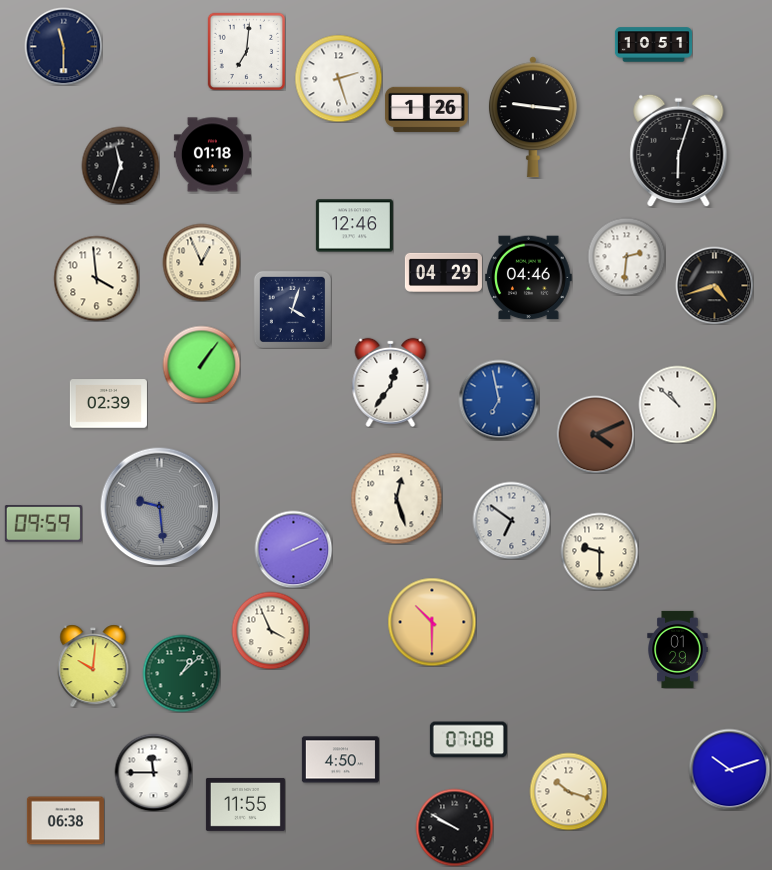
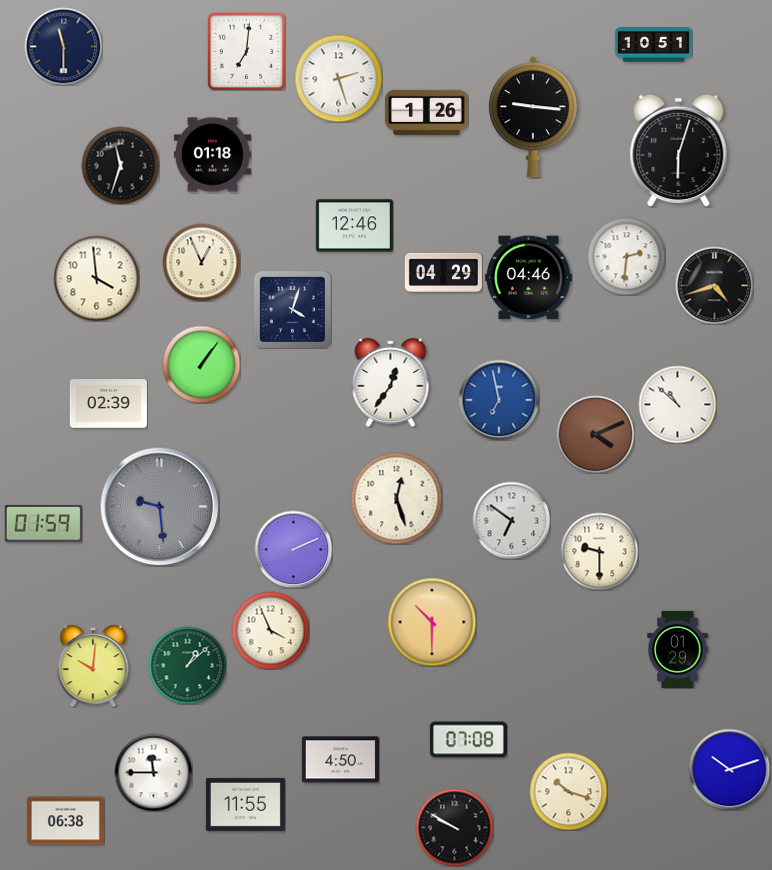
clock at (427, 109) position: (427, 109) -> (427, 112)
clock at (43, 524): 09:59 -> 01:59
clock at (181, 673) position: (181, 673) -> (187, 665)
